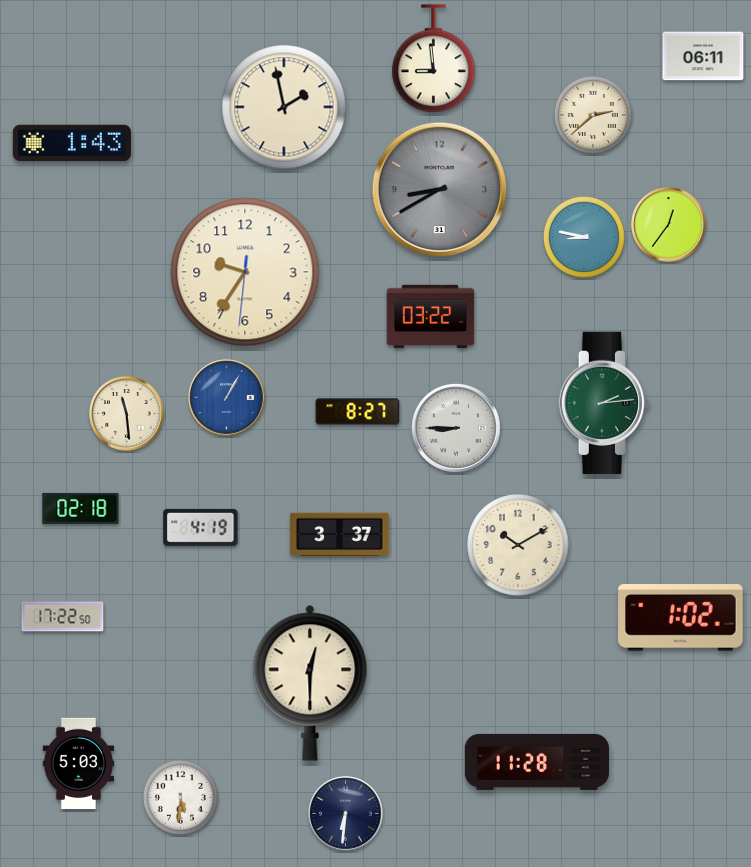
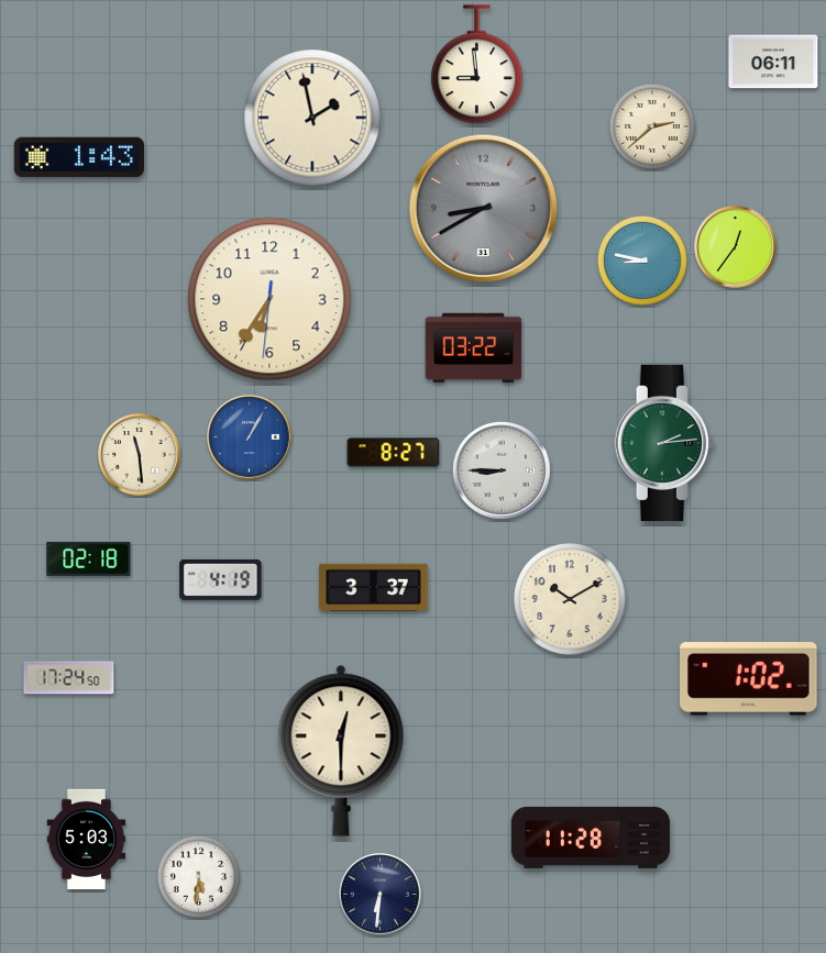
clock at (245, 272): 9:35 -> 6:35
clock at (63, 617): 17:22 -> 17:24
